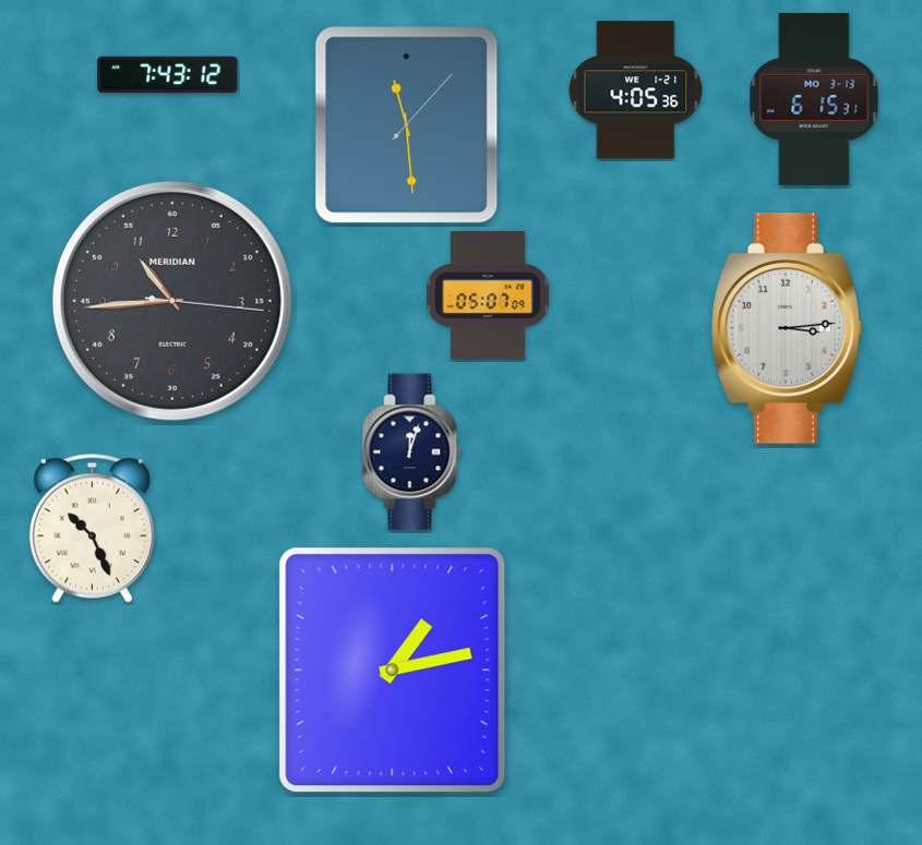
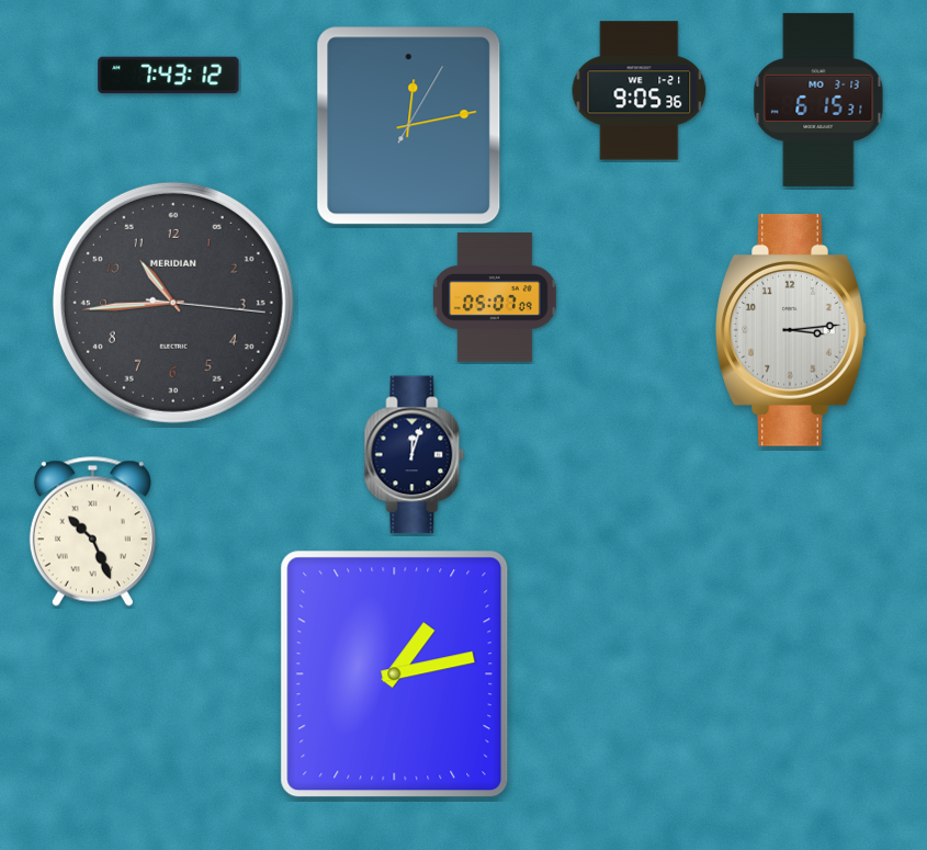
clock at (636, 90): 4:05 -> 9:05
clock at (407, 125): 11:29 -> 12:13
clock at (488, 297) position: (488, 297) -> (495, 298)
